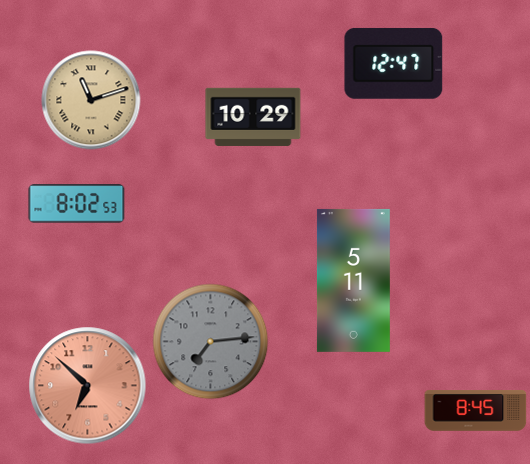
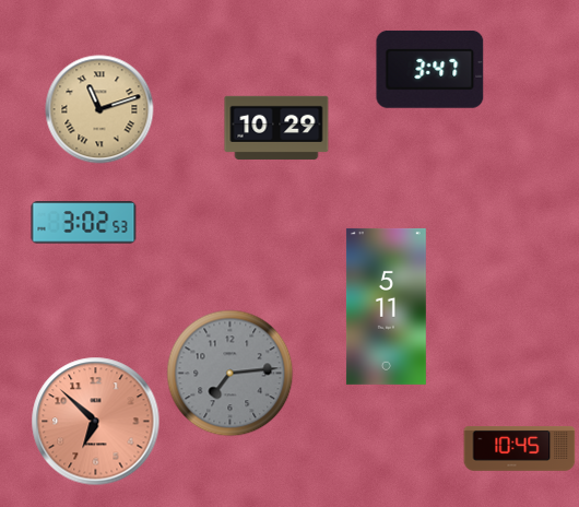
clock at (394, 63): 12:47 -> 3:47
clock at (77, 204): 8:02 -> 3:02
clock at (476, 411): 8:45 -> 10:45
